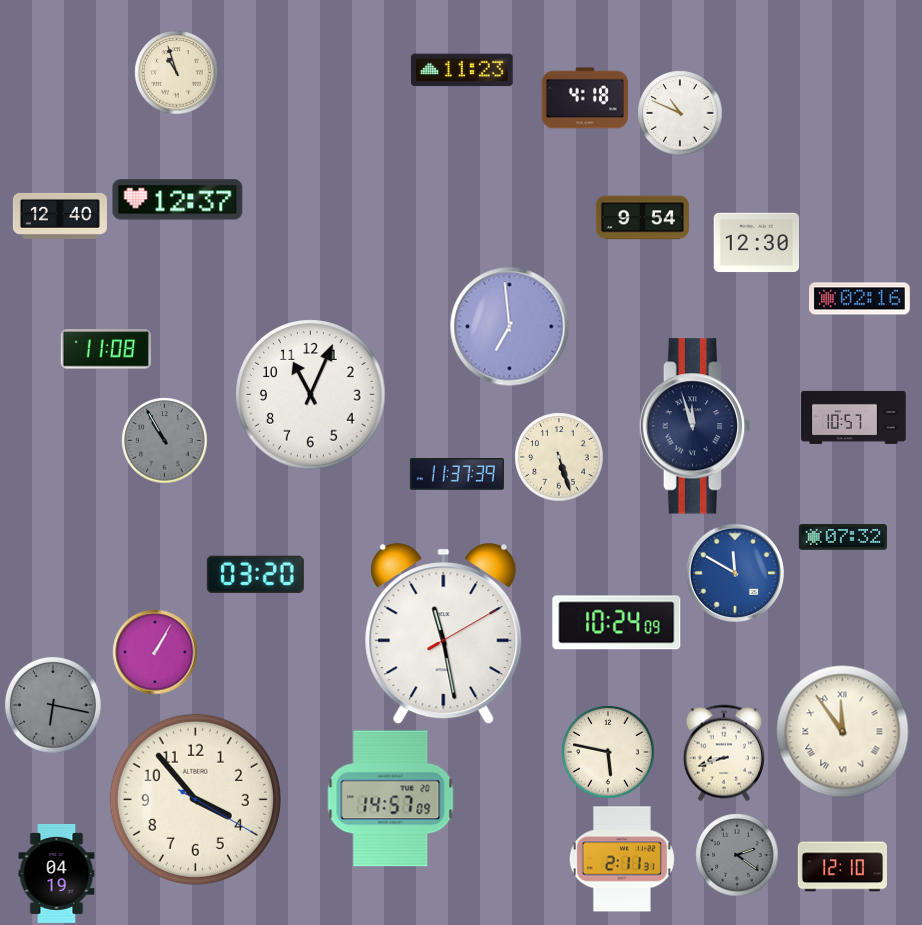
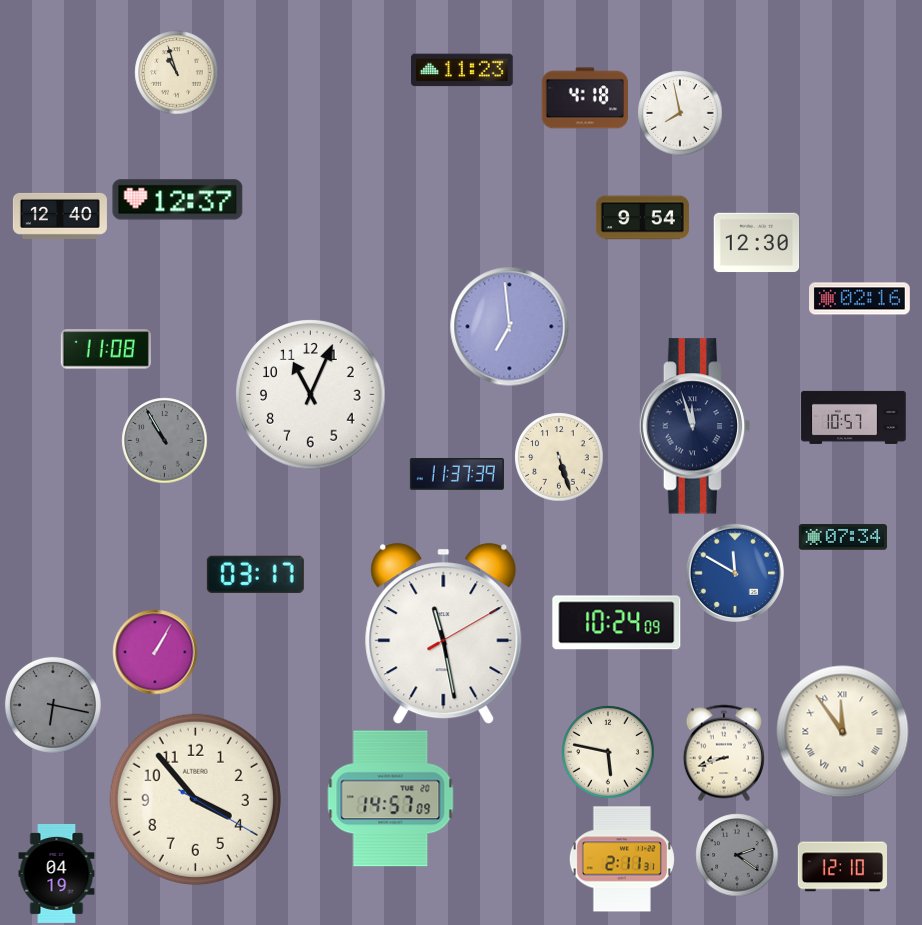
clock at (680, 113): 10:49 -> 7:58
clock at (842, 537): 07:32 -> 07:34
clock at (255, 574): 03:20 -> 03:17
